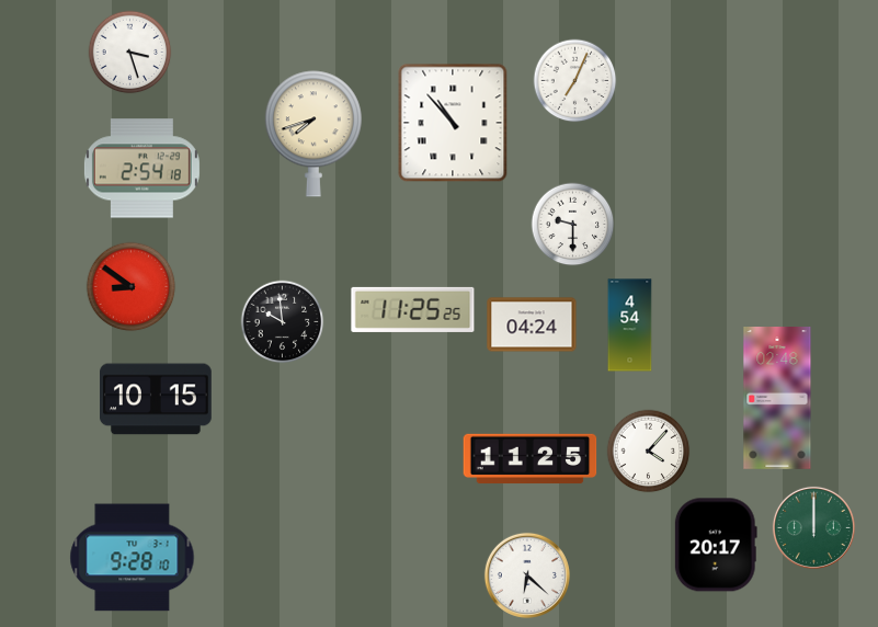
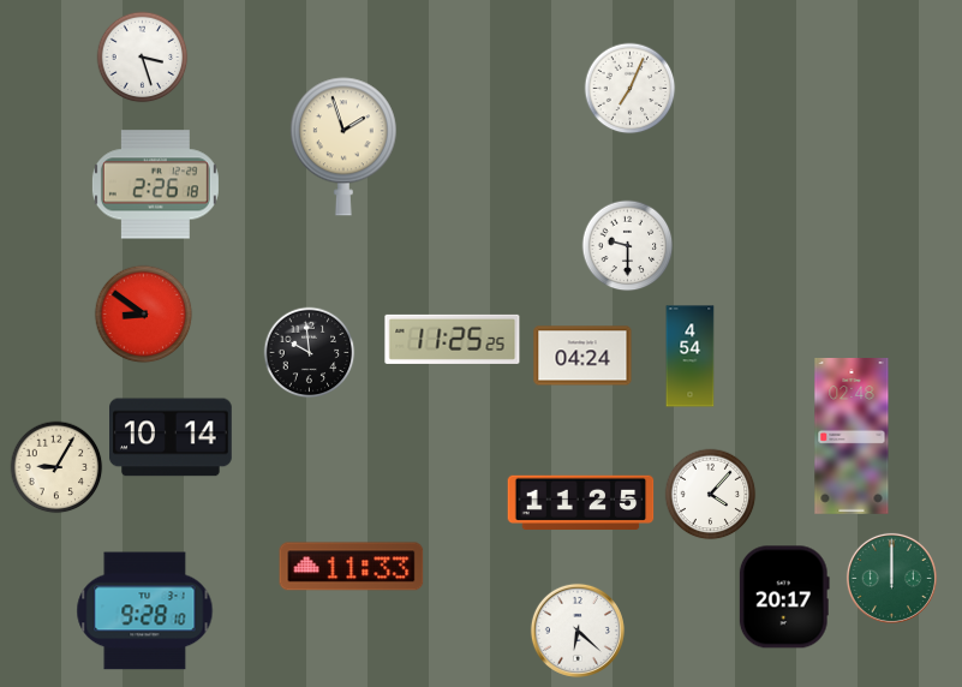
clock at (453, 123): 10:53 -> none
clock at (313, 134): 7:42 -> 1:57
clock at (141, 169): 2:54 -> 2:26
clock at (157, 399): 10:15 -> 10:14
clock at (56, 467): none -> 9:05
clock at (352, 567): none -> 11:33
